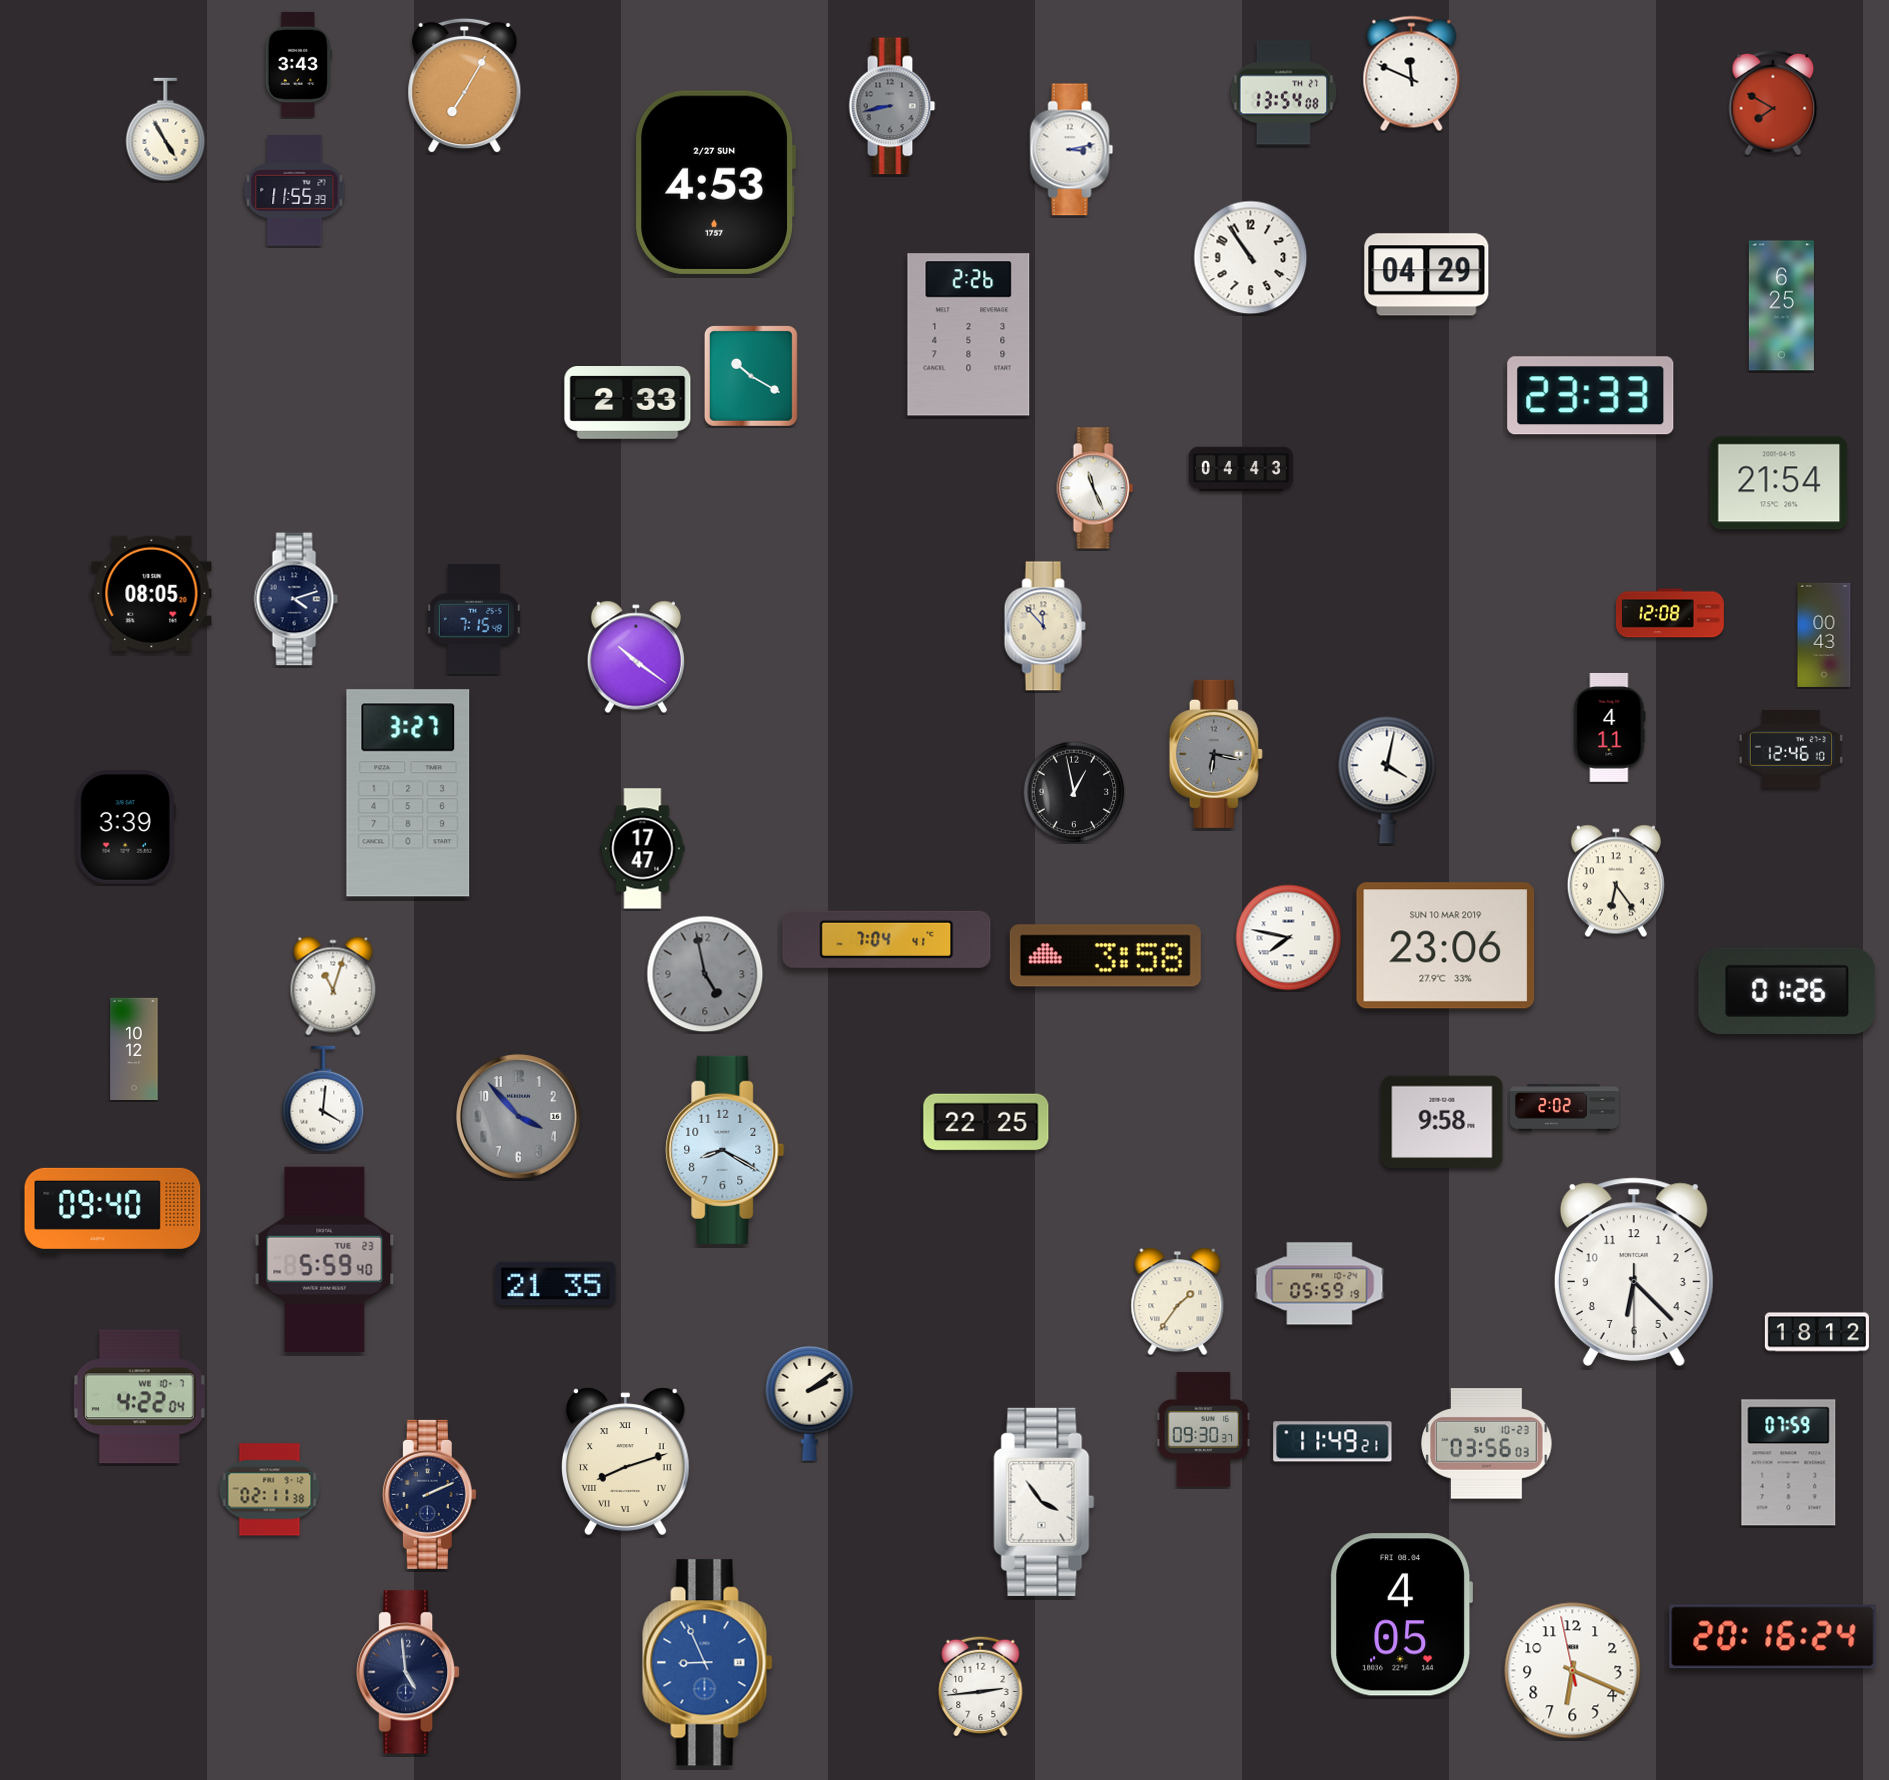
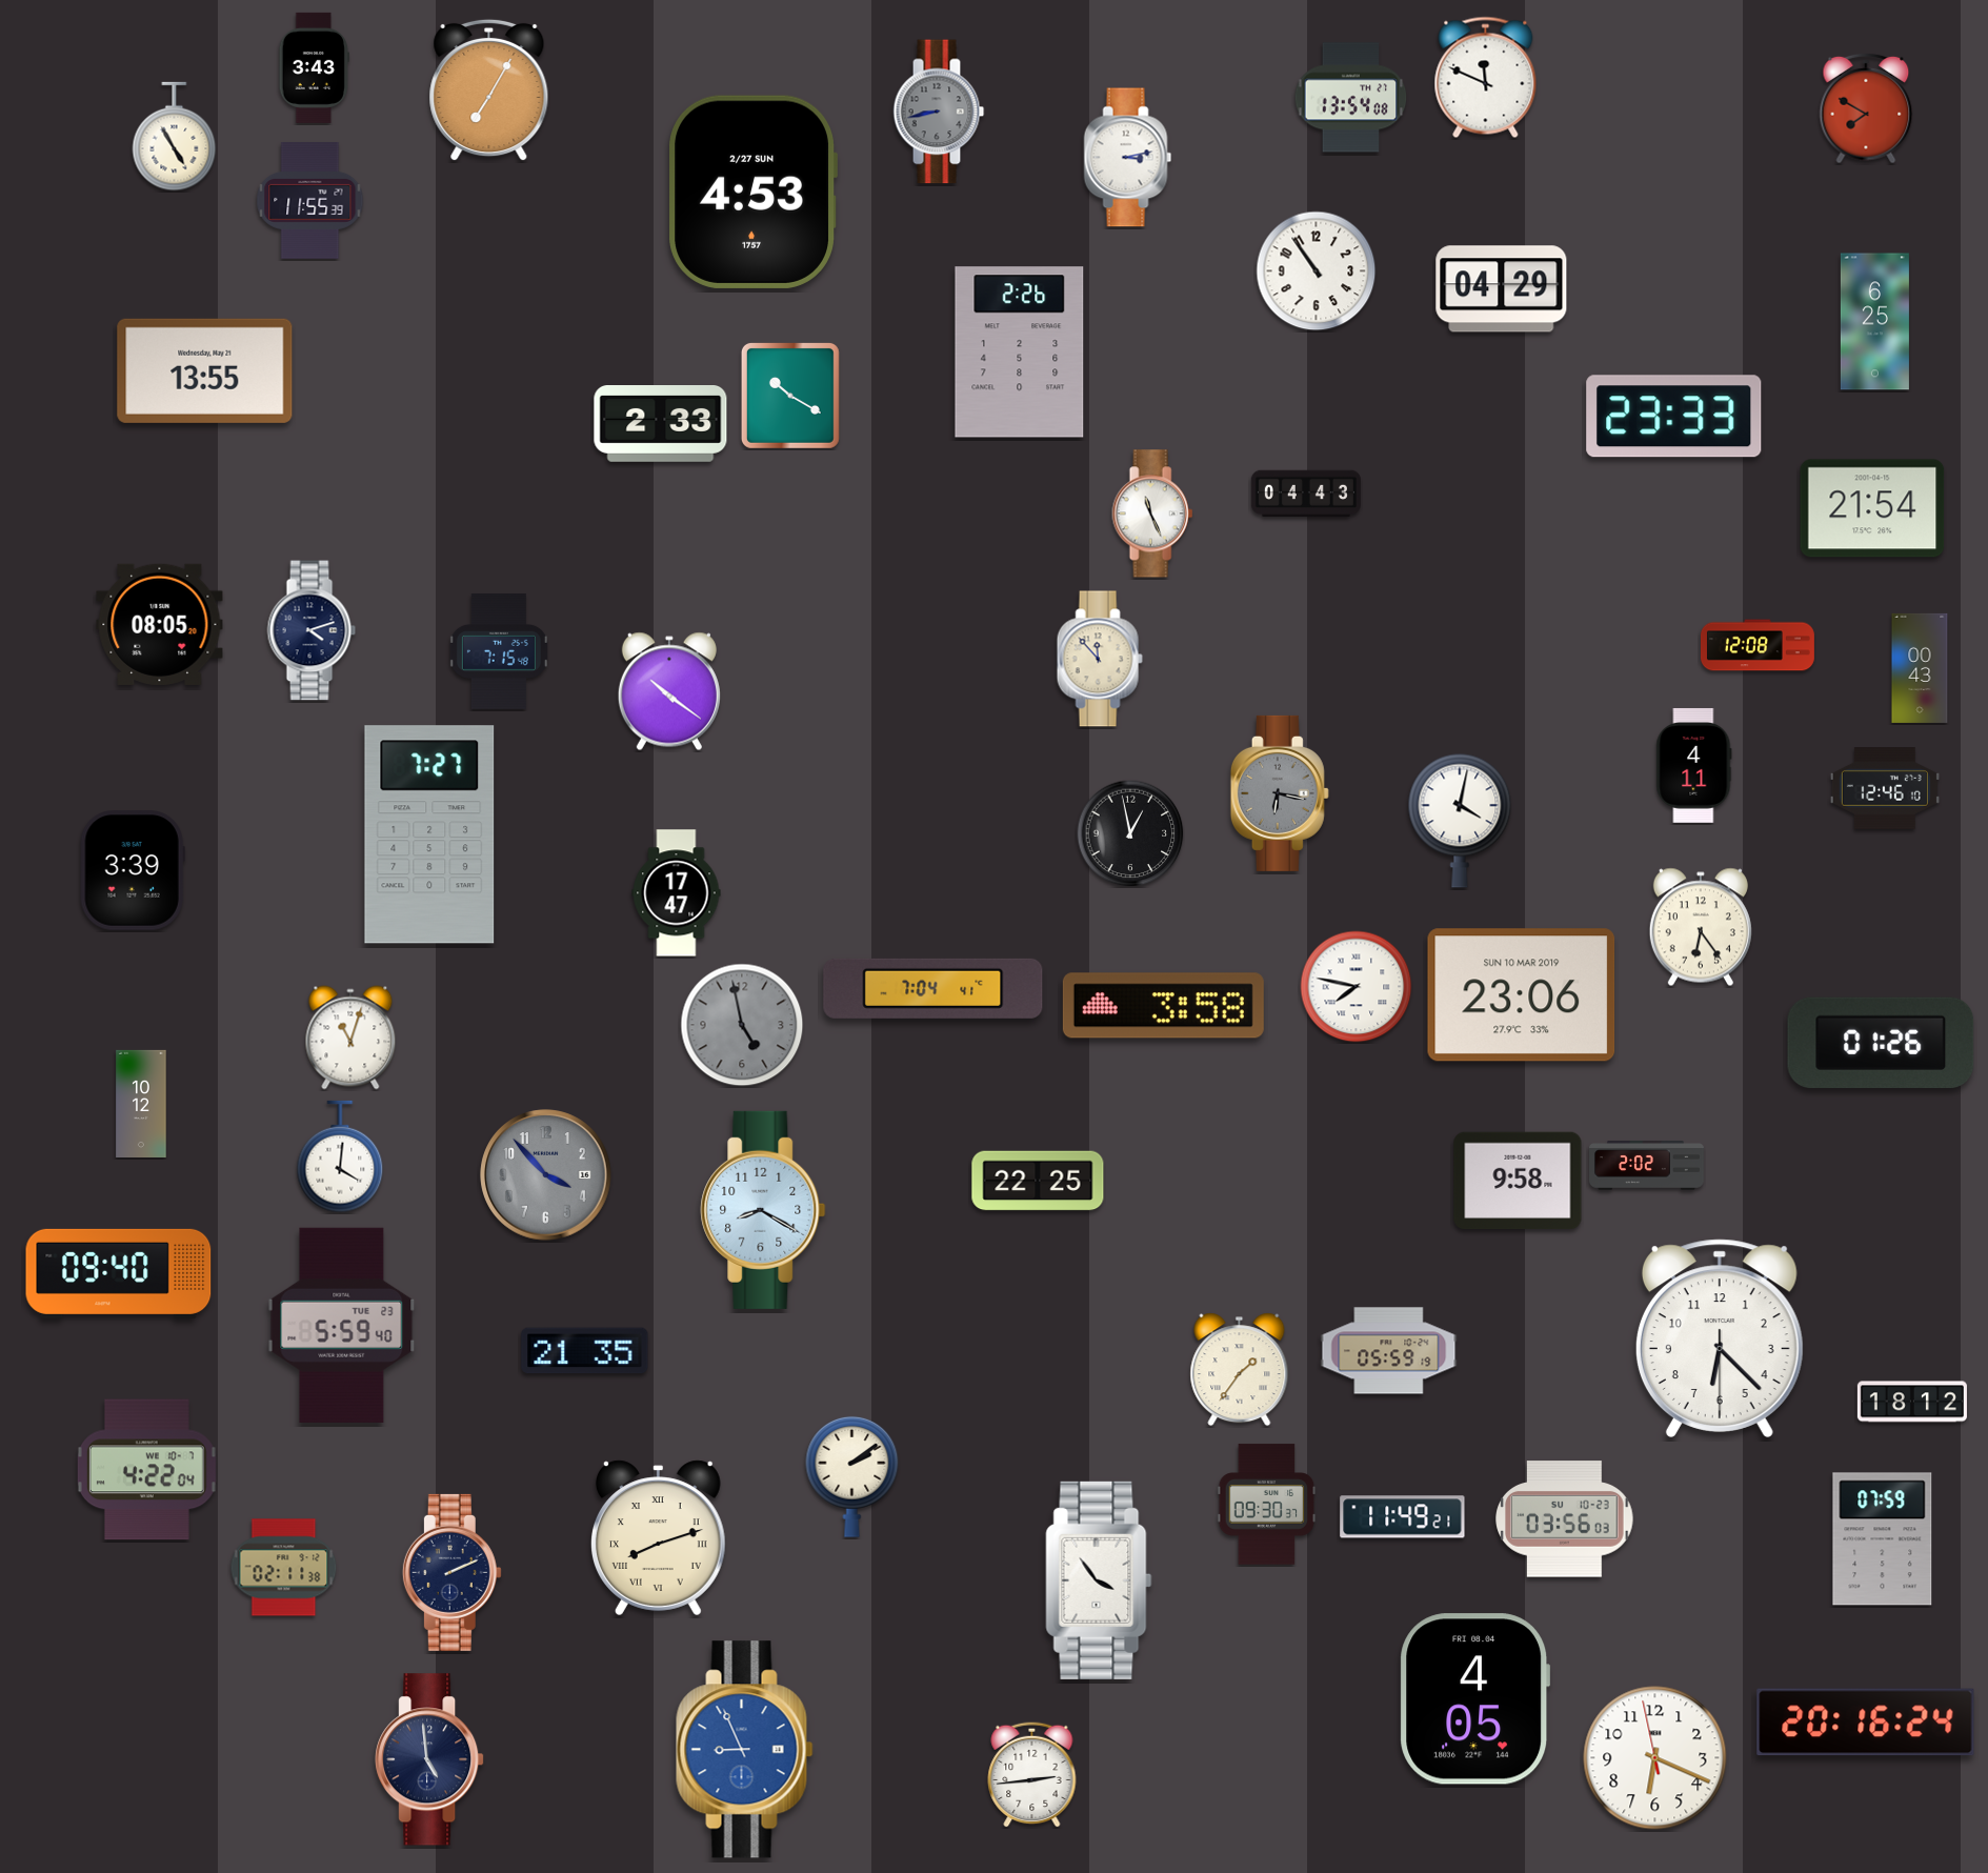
clock at (205, 370): none -> 13:55
clock at (408, 793): 3:27 -> 7:27
